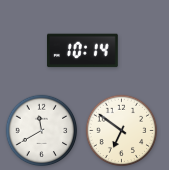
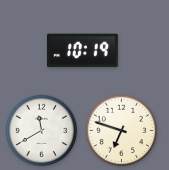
clock at (82, 51): 10:14 -> 10:19
clock at (122, 131): 6:51 -> 6:48
